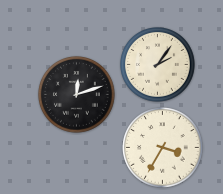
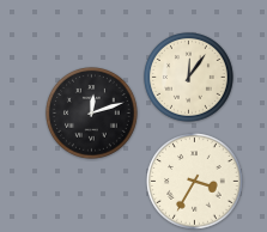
clock at (158, 65): 2:06 -> 12:06
clock at (163, 148) position: (163, 148) -> (195, 182)
